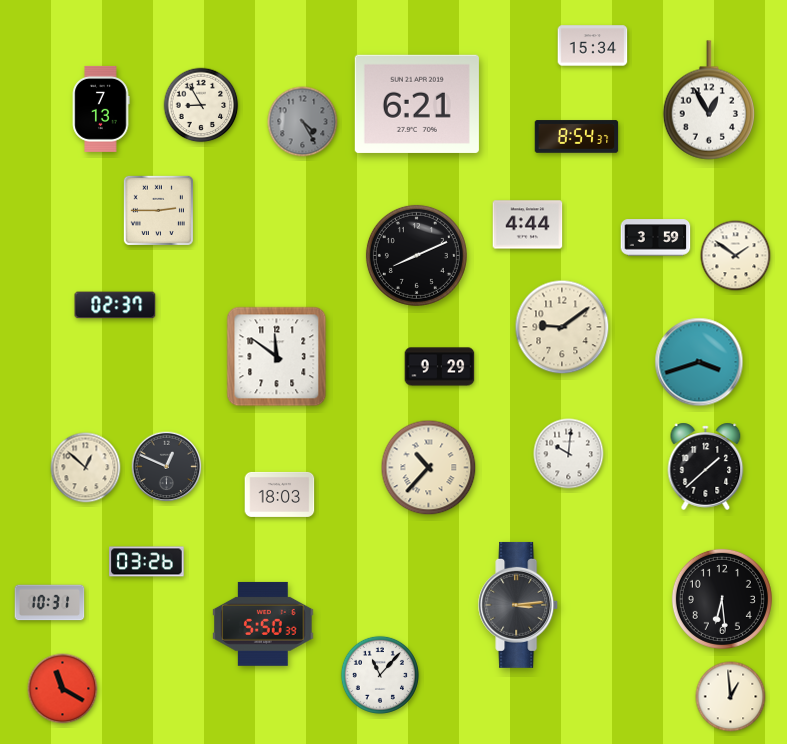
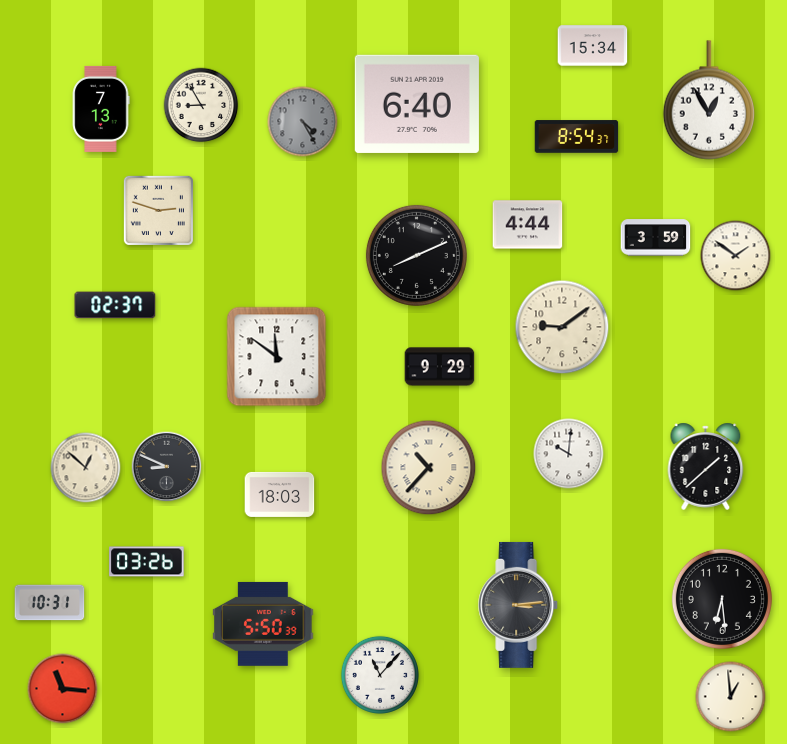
clock at (417, 104): 6:21 -> 6:40
clock at (158, 210): 2:45 -> 2:48
clock at (699, 362): 3:42 -> none
clock at (167, 467): 12:49 -> 8:49
clock at (63, 689): 11:20 -> 11:16
